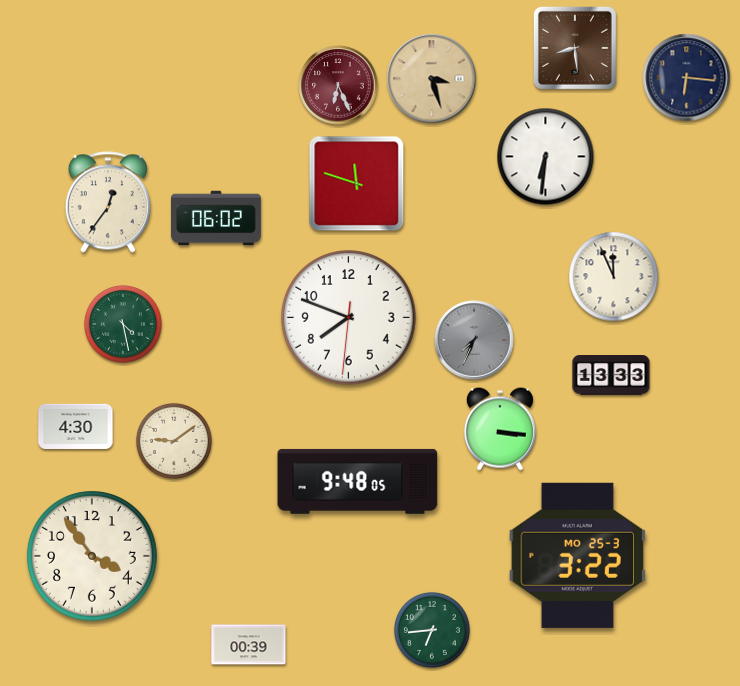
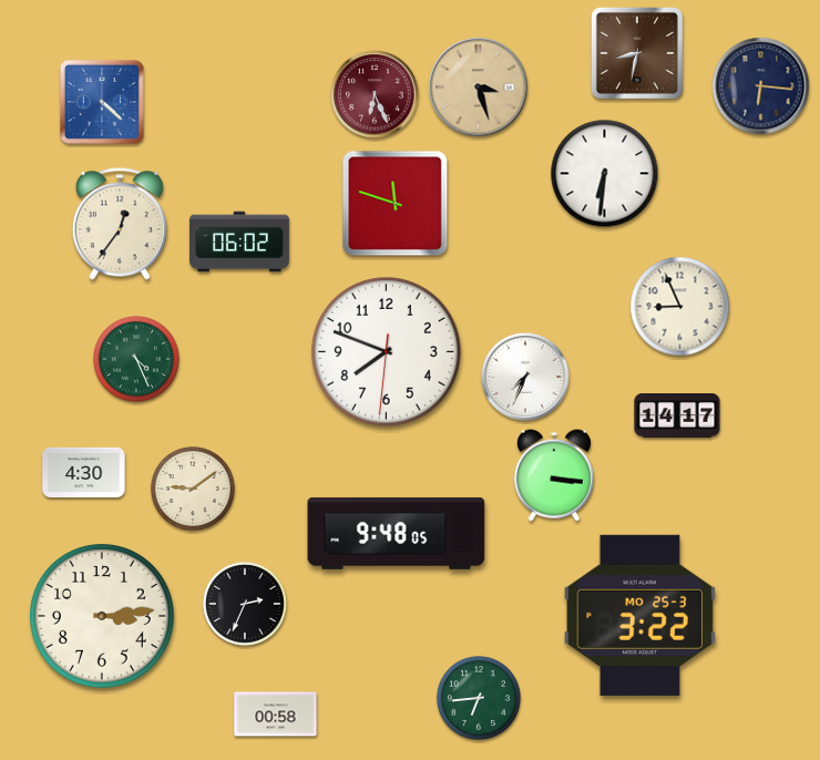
clock at (575, 48): 8:29 -> 8:32
clock at (102, 102): none -> 4:22
clock at (614, 277): 11:56 -> 8:56
clock at (123, 324): 4:28 -> 4:26
clock at (474, 340) dial: grey -> white
clock at (611, 376): 13:33 -> 14:17
clock at (245, 604): none -> 2:34
clock at (92, 556): 3:54 -> 3:14
clock at (249, 645): 00:39 -> 00:58
